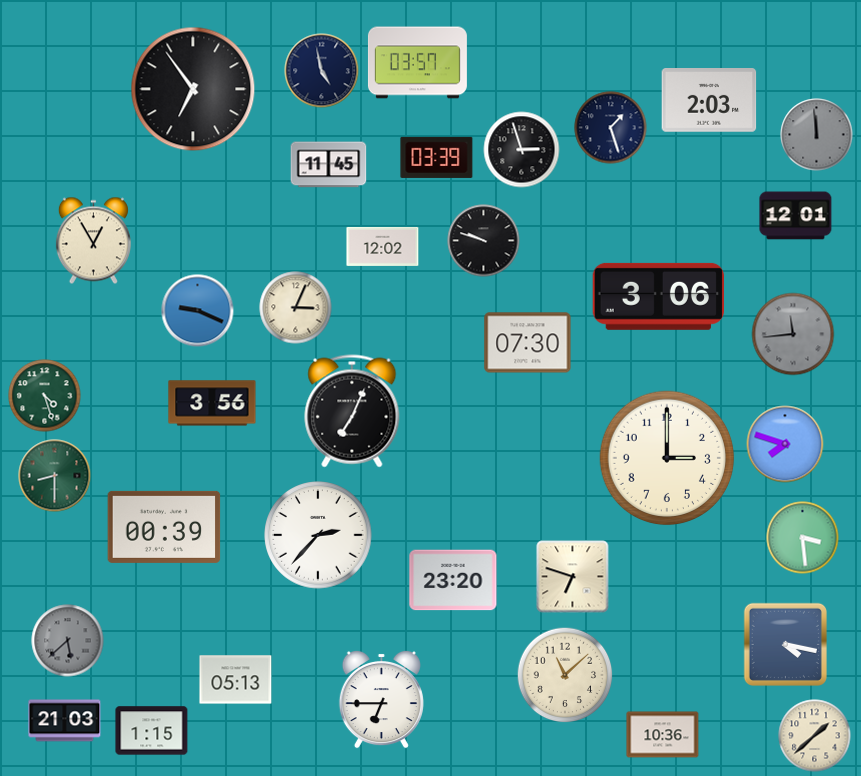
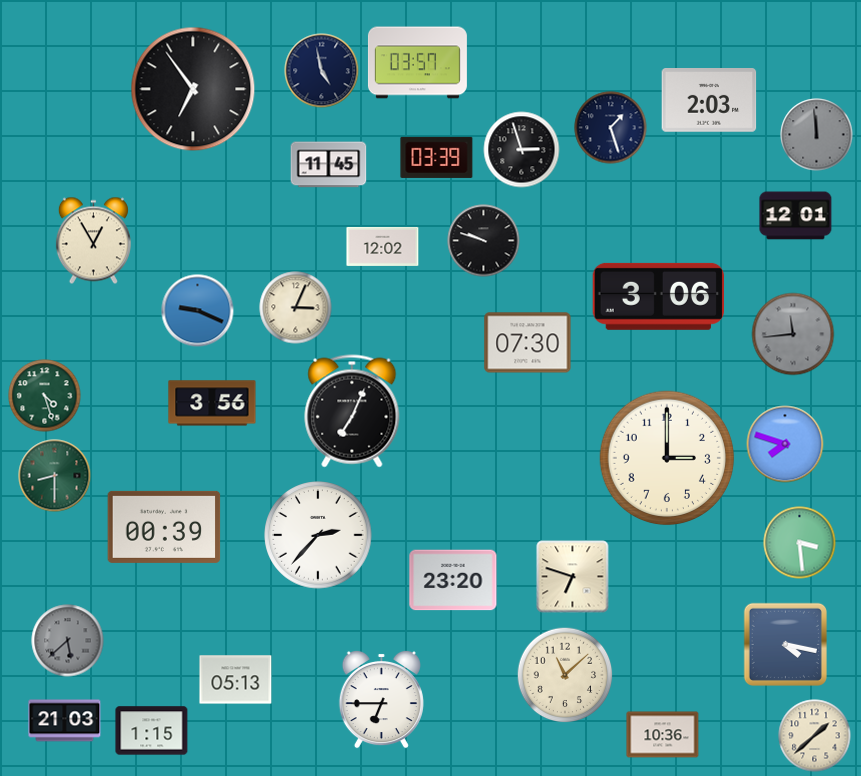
clock at (803, 538) position: (803, 538) -> (800, 543)
